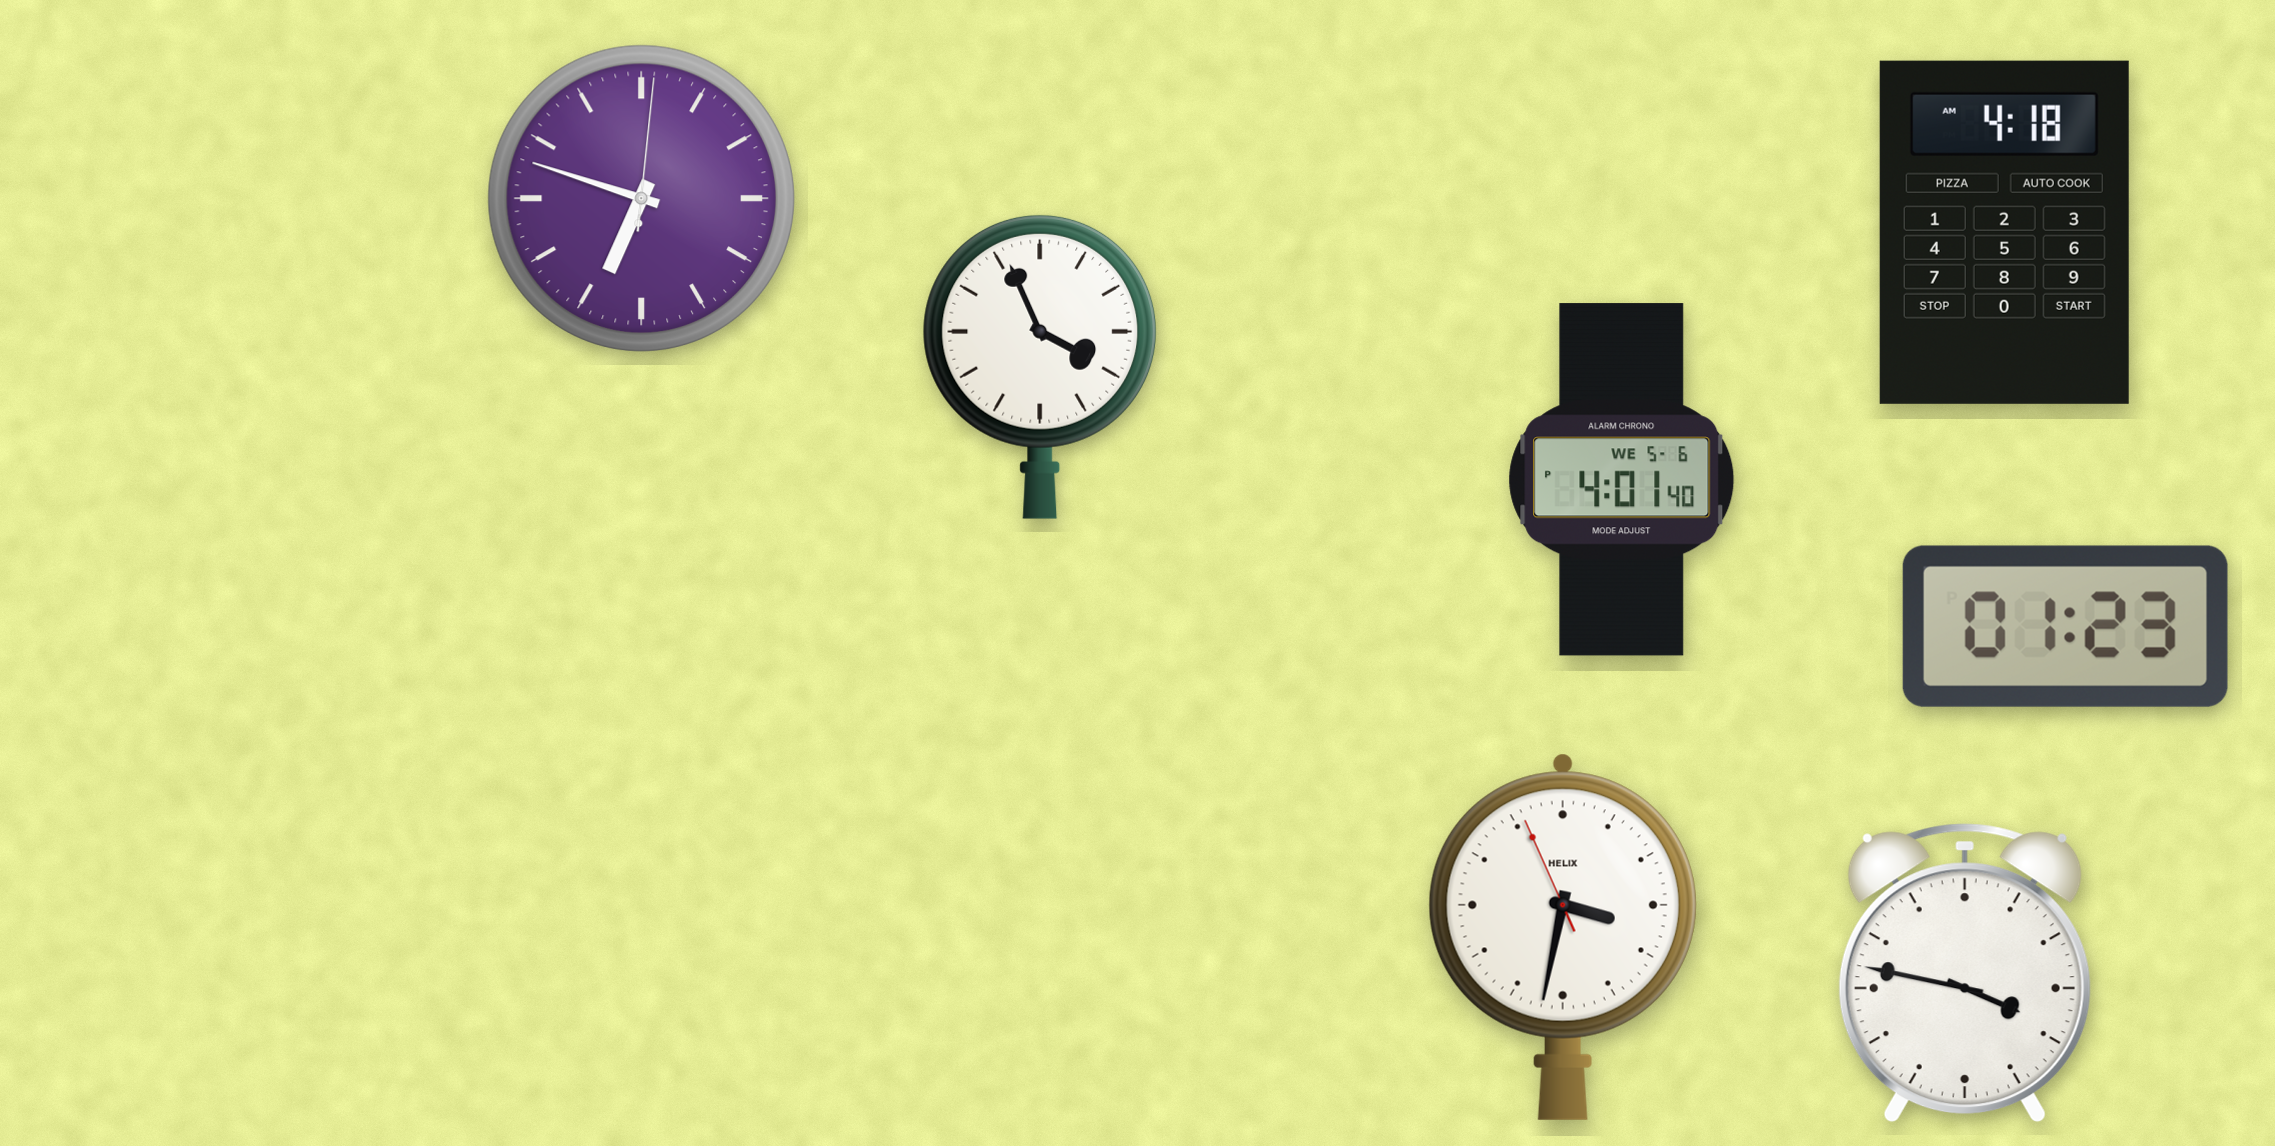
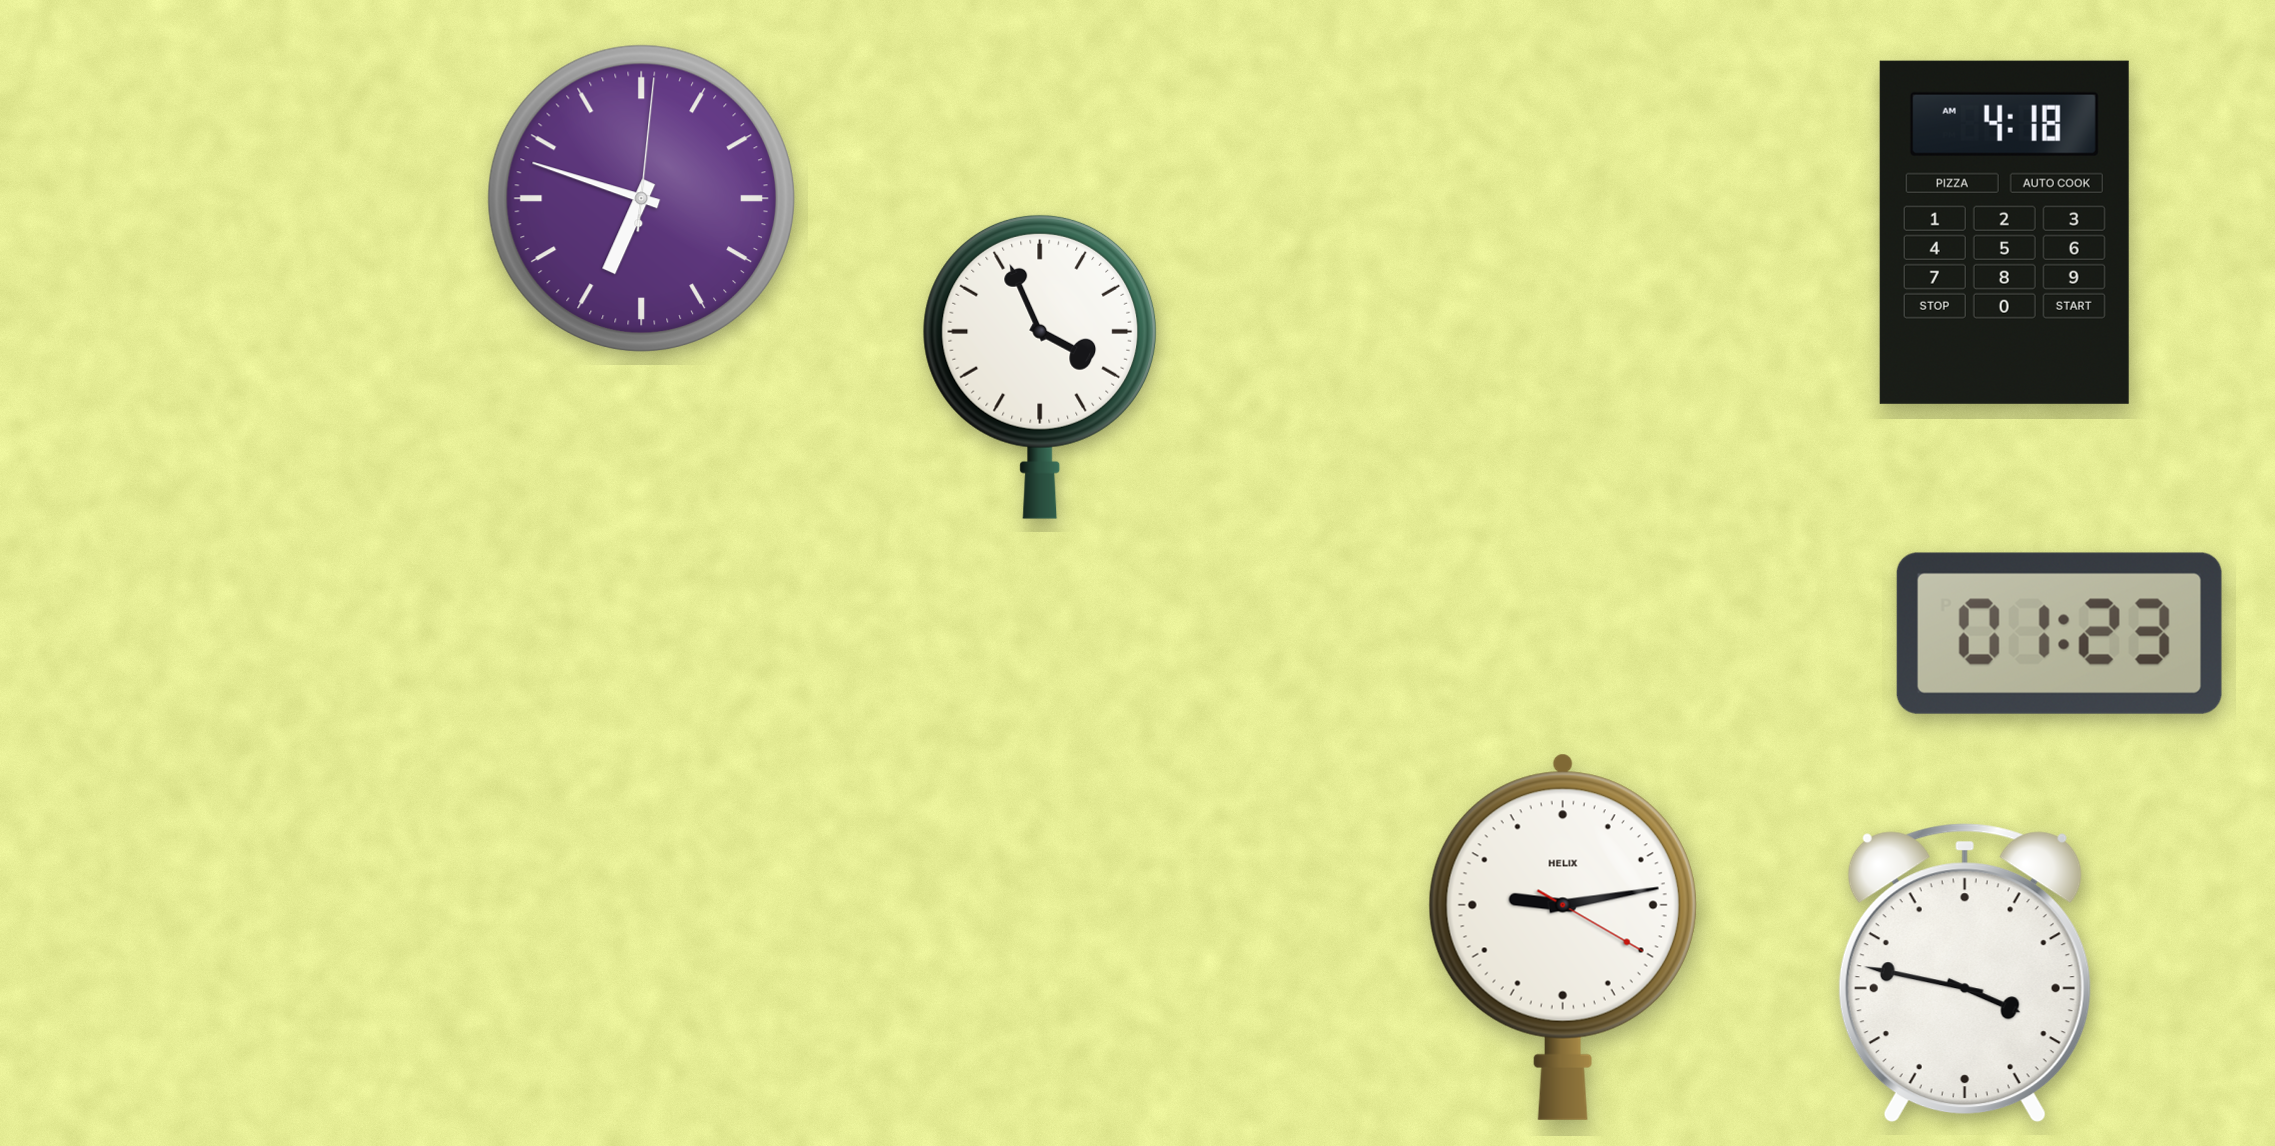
clock at (1622, 480): 4:01 -> none
clock at (2065, 626) position: (2065, 626) -> (2059, 633)
clock at (1563, 937): 3:31 -> 9:13
